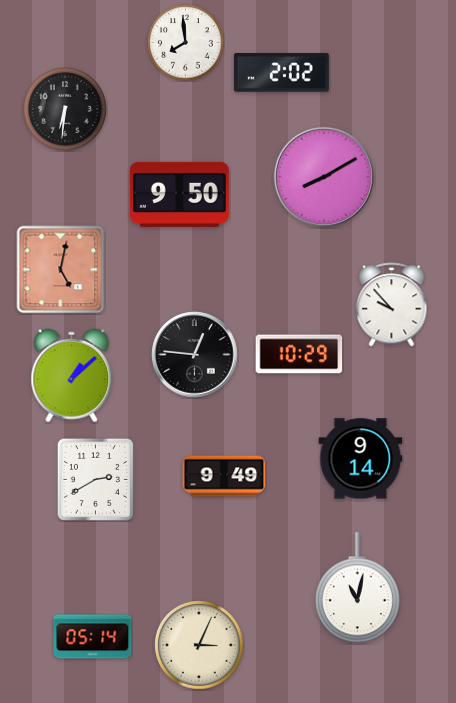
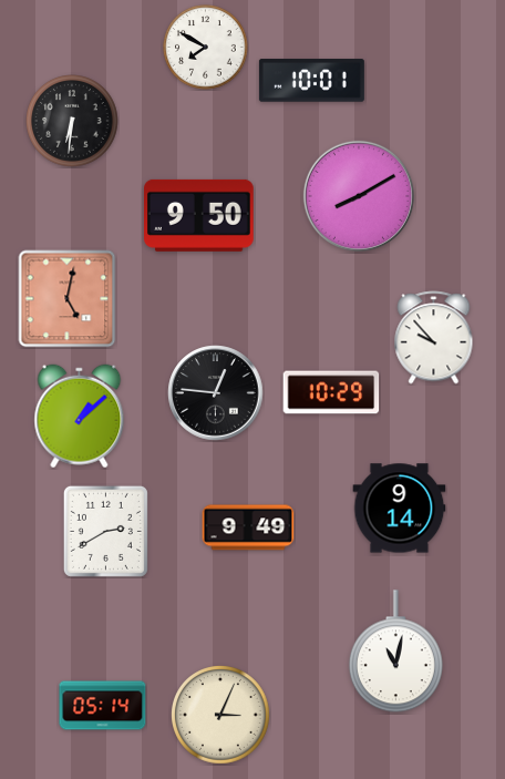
clock at (186, 43): 7:59 -> 7:50
clock at (281, 73): 2:02 -> 10:01
